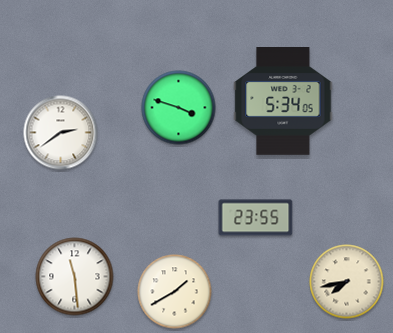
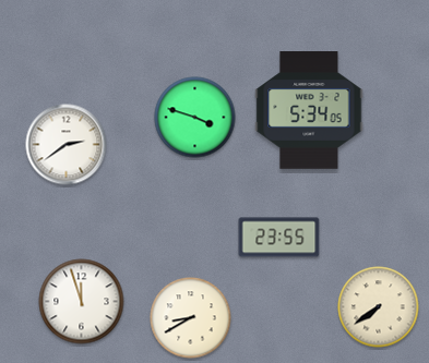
clock at (75, 277): 11:29 -> 11:57
clock at (347, 282): 7:43 -> 7:39
clock at (175, 292): 1:40 -> 8:40
